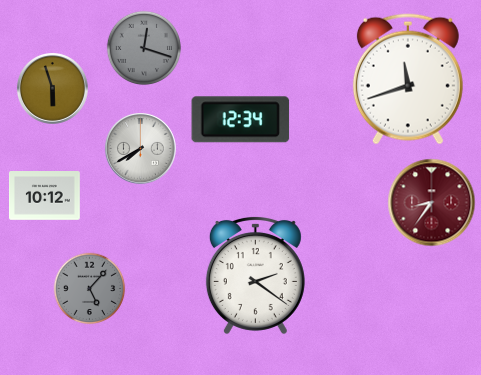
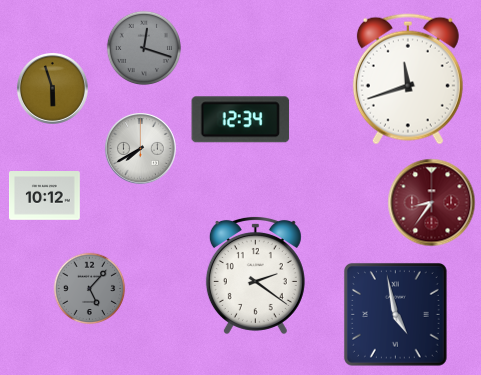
clock at (395, 314): none -> 4:58
